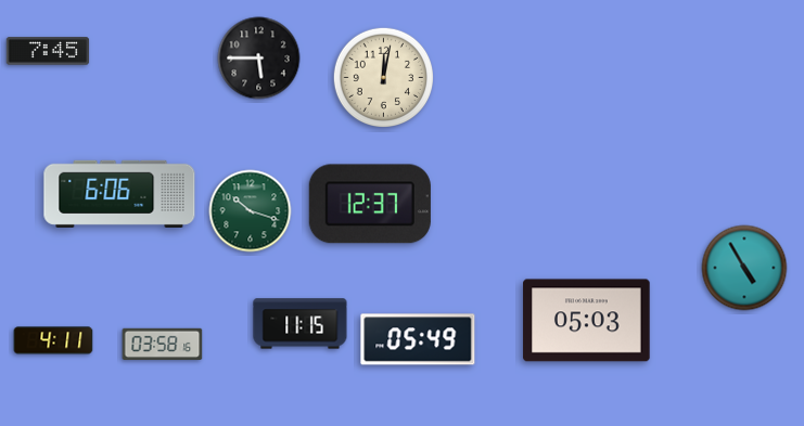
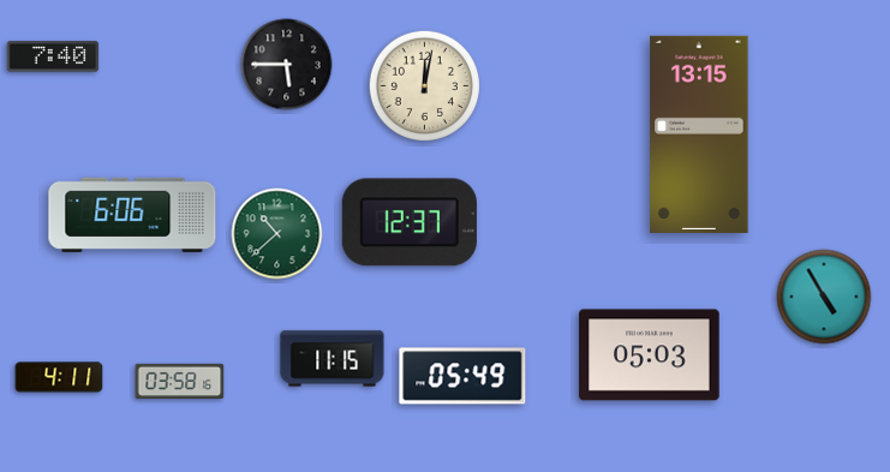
clock at (48, 51): 7:45 -> 7:40
clock at (699, 135): none -> 13:15
clock at (370, 204) position: (370, 204) -> (410, 222)
clock at (251, 211): 10:18 -> 10:38
